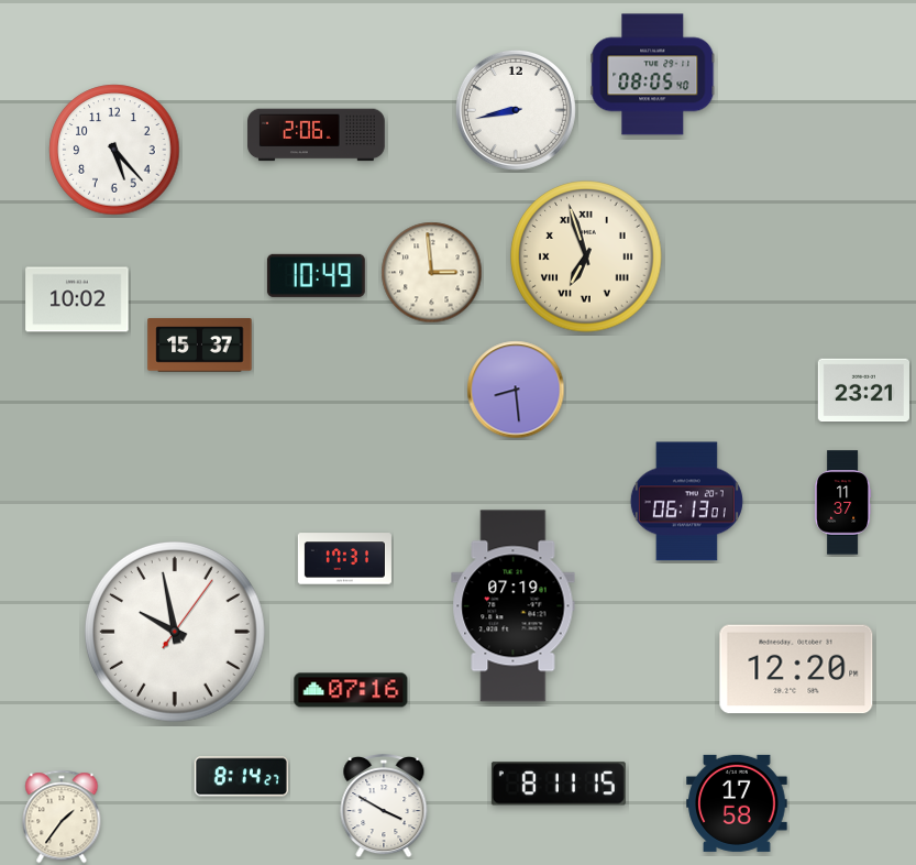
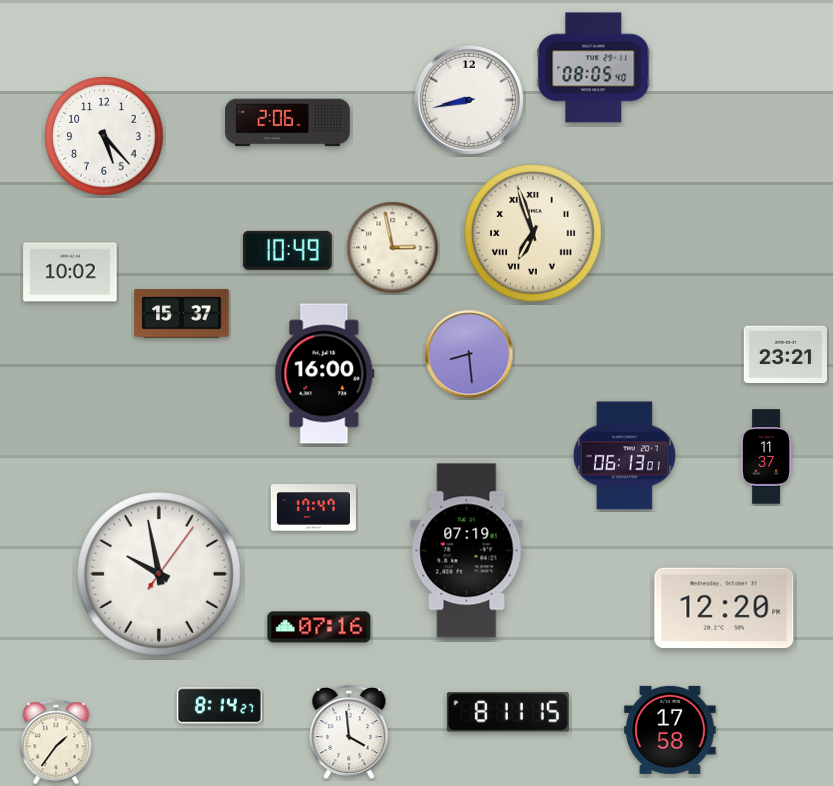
clock at (432, 273): 2:59 -> 2:58
clock at (325, 374): none -> 16:00
clock at (344, 559): 17:31 -> 17:47
clock at (384, 807): 3:50 -> 3:59
